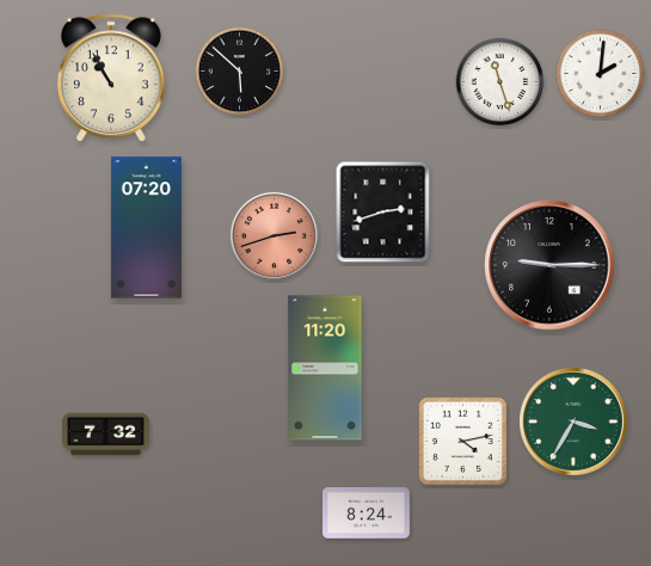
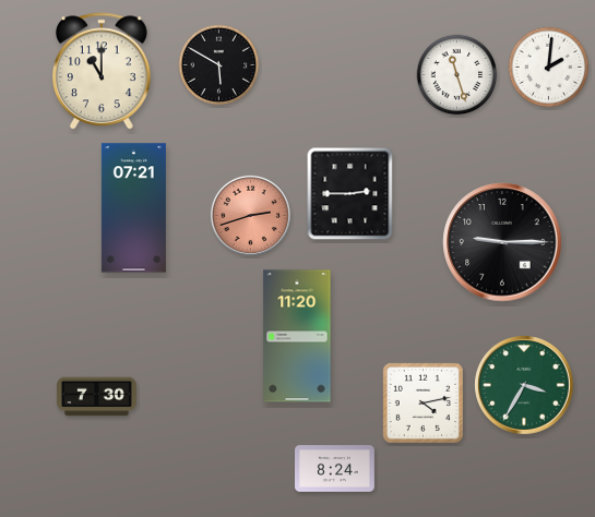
clock at (240, 72): 5:52 -> 5:50
clock at (111, 79): 10:55 -> 11:00
clock at (383, 213): 2:42 -> 2:45
clock at (146, 228): 07:20 -> 07:21
clock at (106, 435): 7:32 -> 7:30
